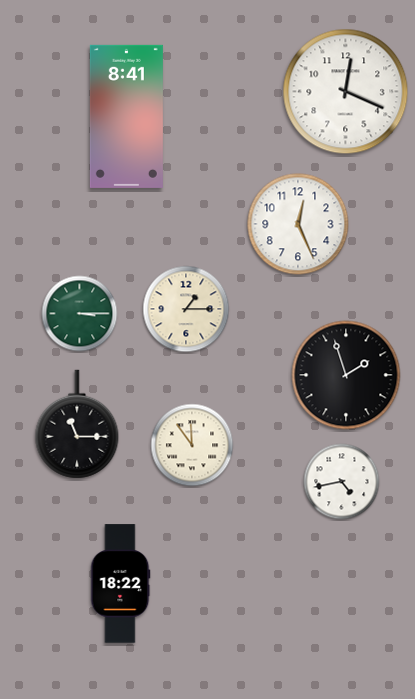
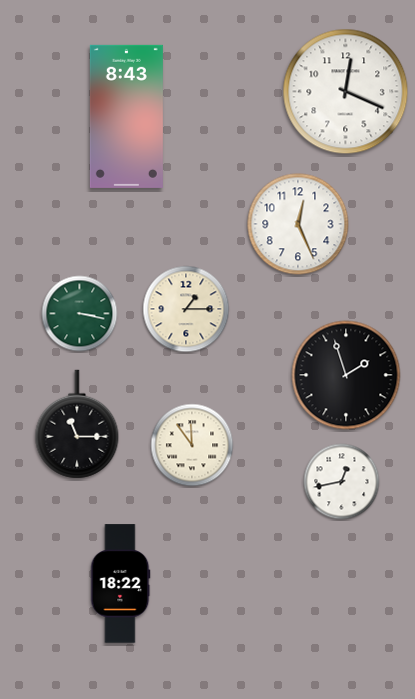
clock at (126, 116): 8:41 -> 8:43
clock at (80, 314): 3:15 -> 3:17
clock at (342, 482): 4:43 -> 12:43
